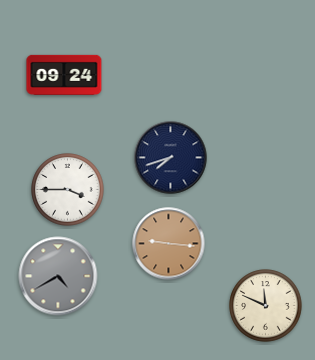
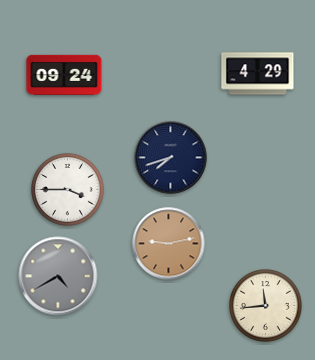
clock at (258, 74): none -> 4:29
clock at (169, 244): 9:16 -> 9:13
clock at (266, 306): 11:49 -> 11:44
